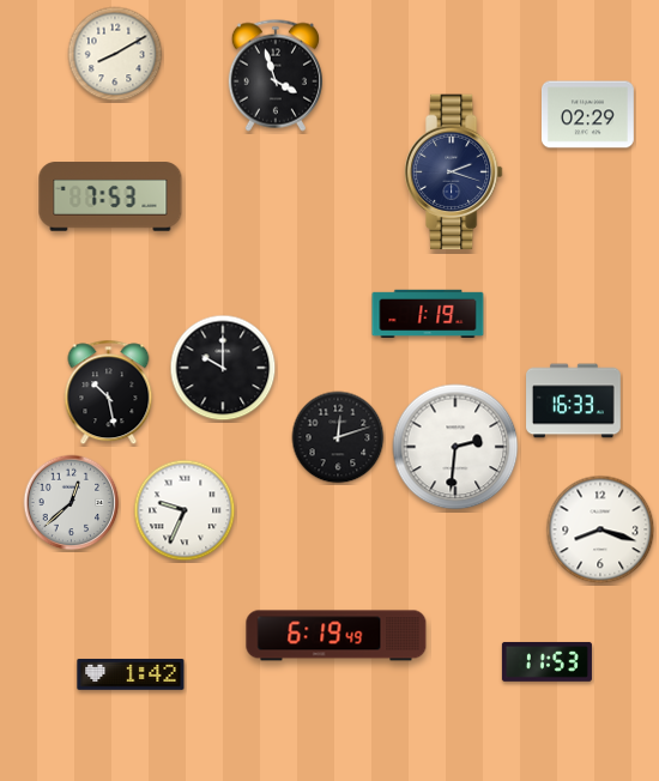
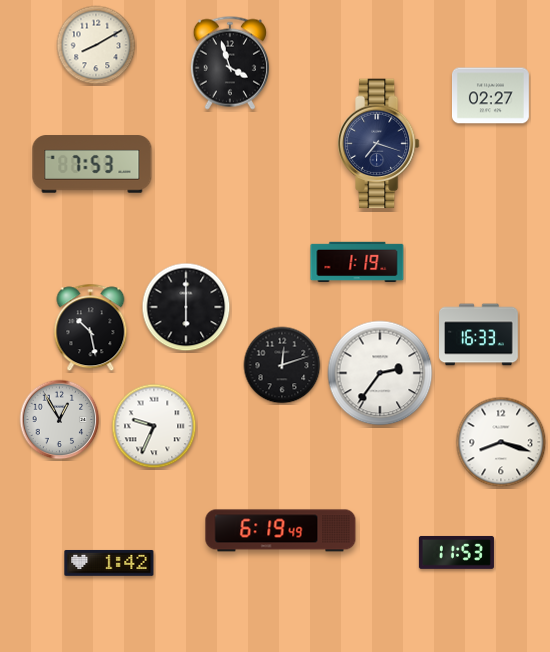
clock at (587, 115): 02:29 -> 02:27
clock at (453, 172): 2:18 -> 7:18
clock at (223, 368): 10:00 -> 6:00
clock at (455, 447): 2:31 -> 2:36
clock at (72, 503): 12:38 -> 12:55
